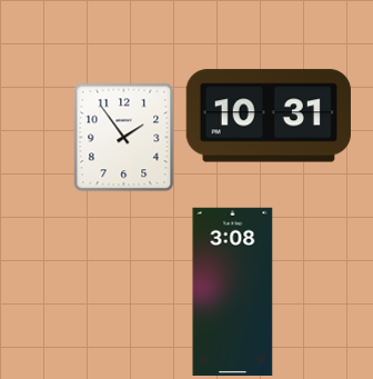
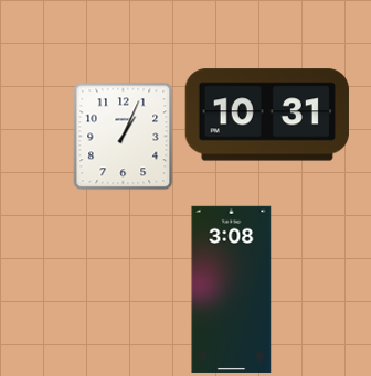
clock at (124, 137): 1:54 -> 1:04
